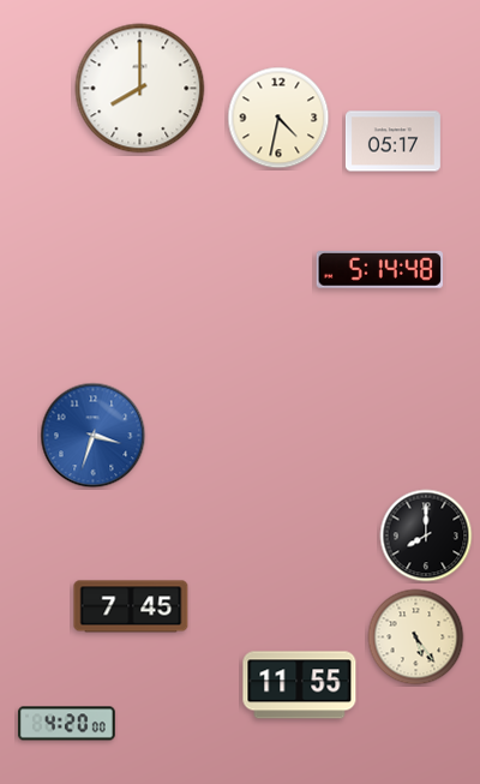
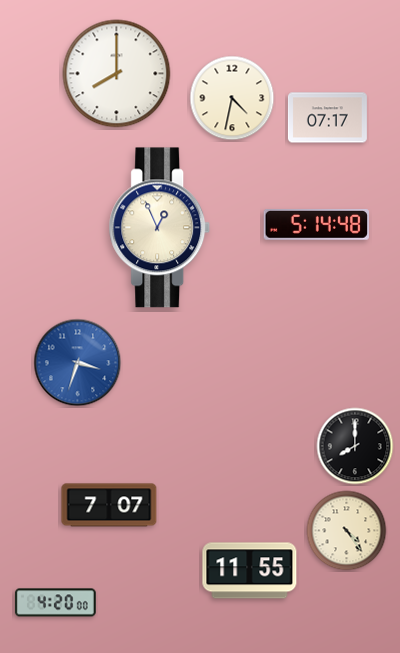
clock at (392, 142): 05:17 -> 07:17
clock at (160, 228): none -> 12:56
clock at (131, 606): 7:45 -> 7:07
clock at (416, 638): 5:24 -> 4:24
